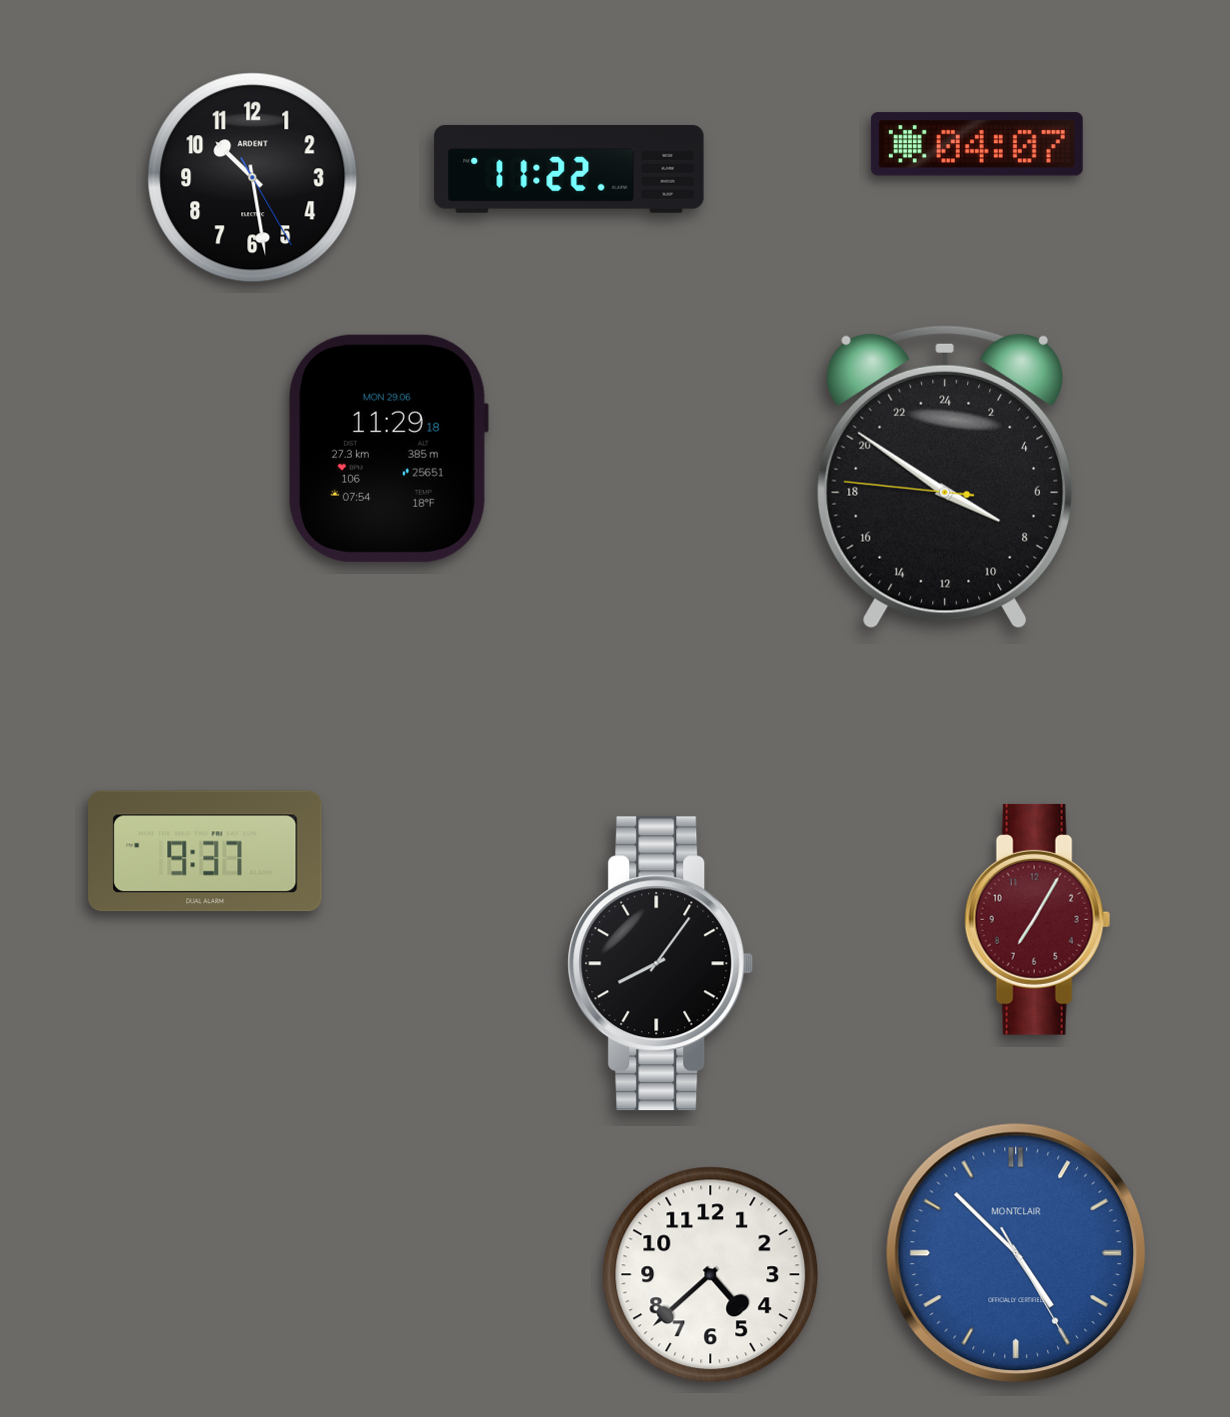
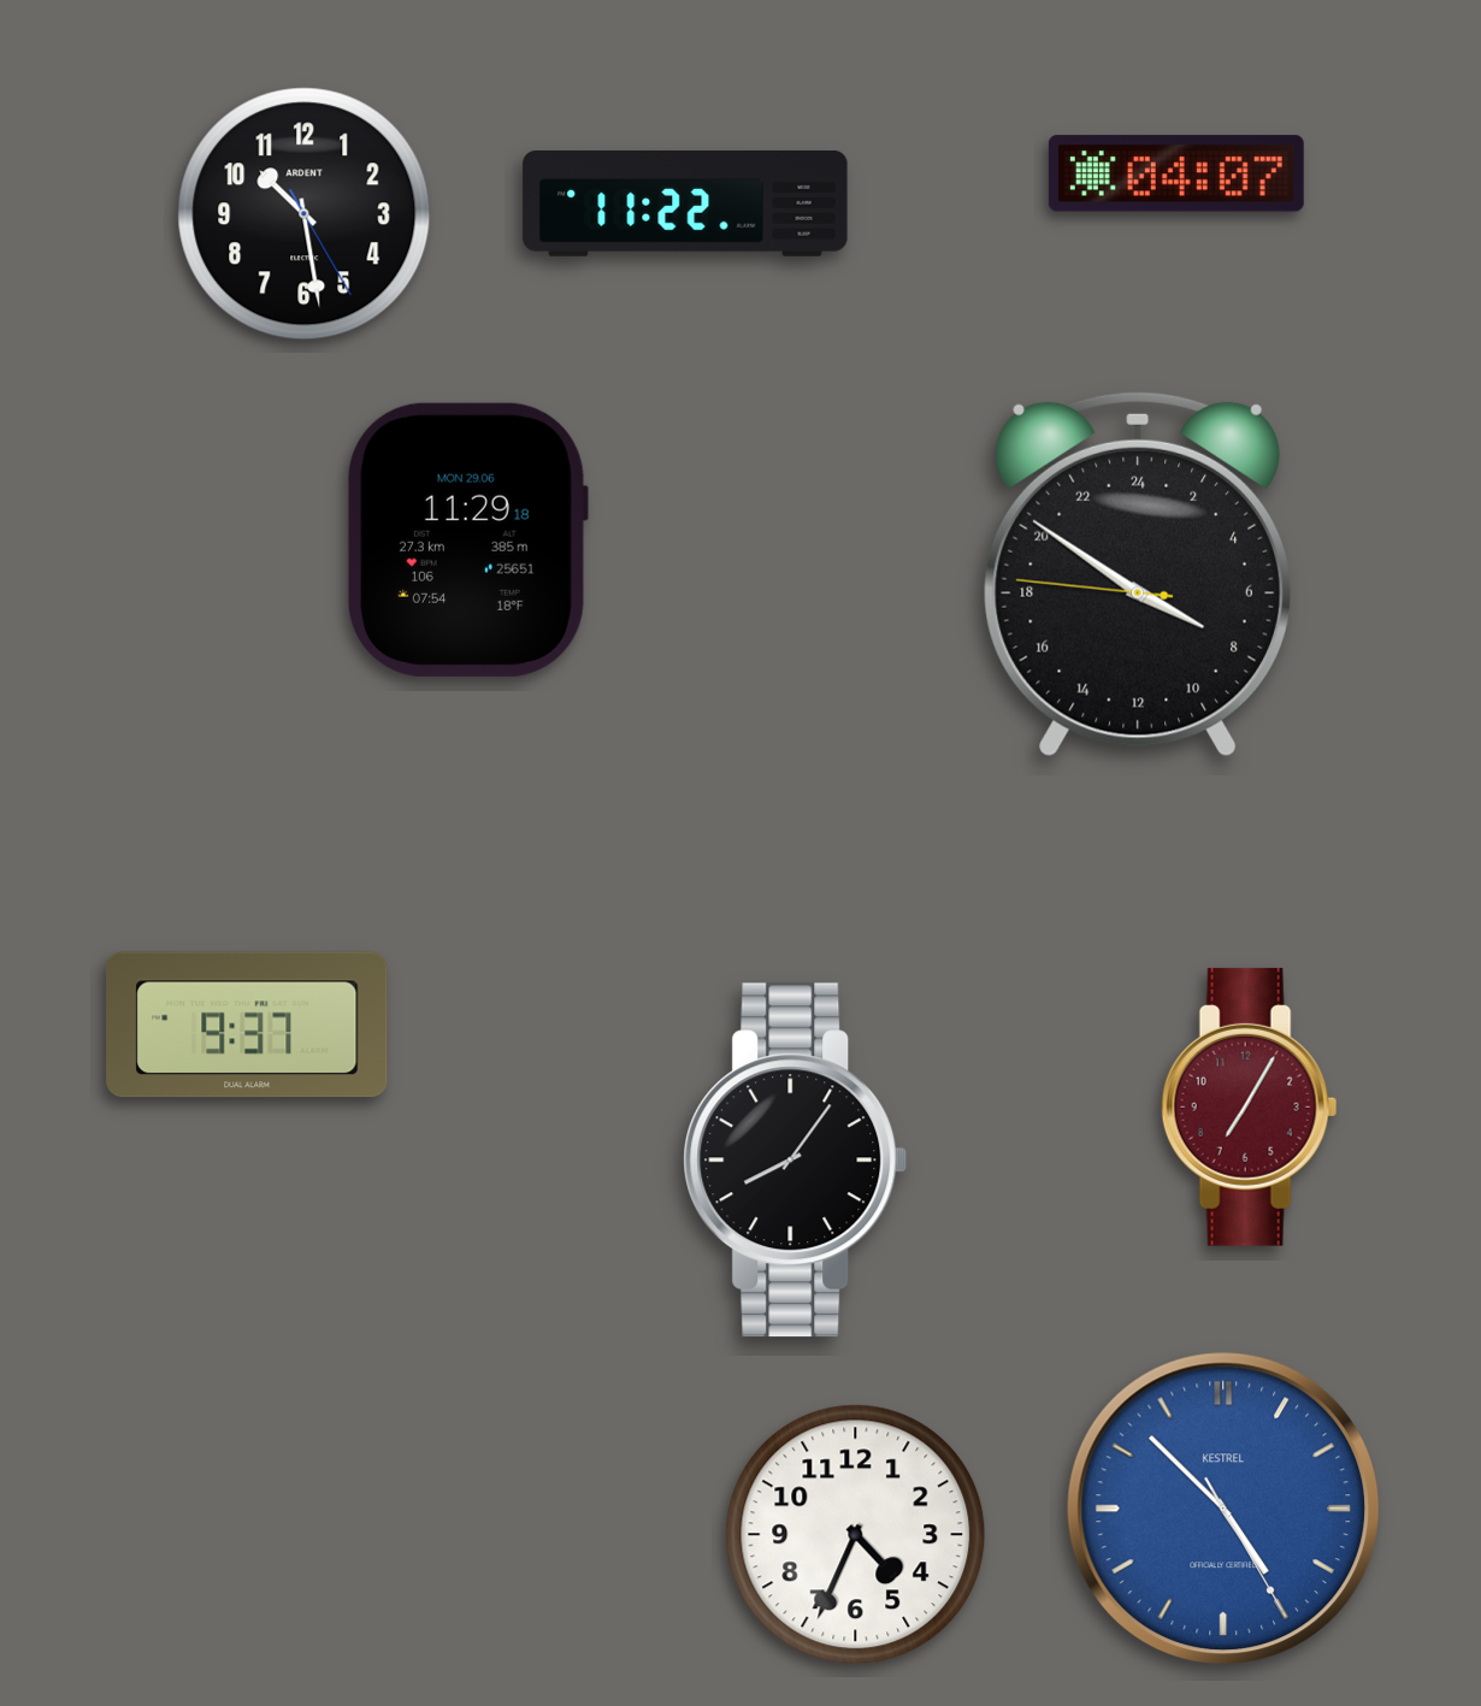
clock at (1016, 1253) brand: MONTCLAIR -> KESTREL
clock at (711, 1275): 4:38 -> 4:34
